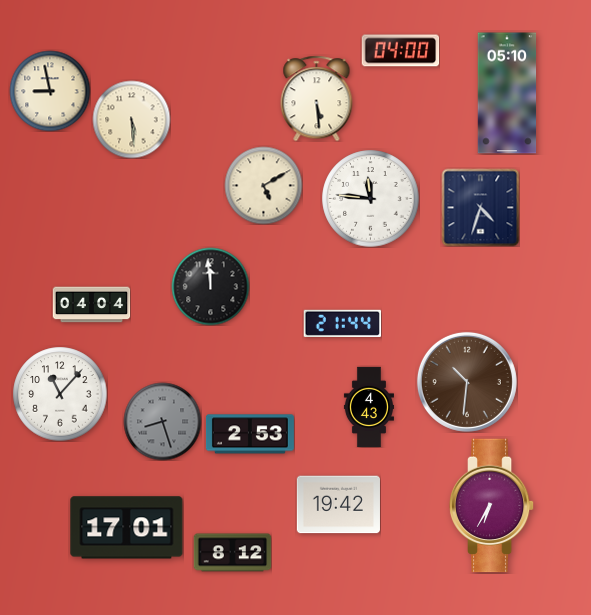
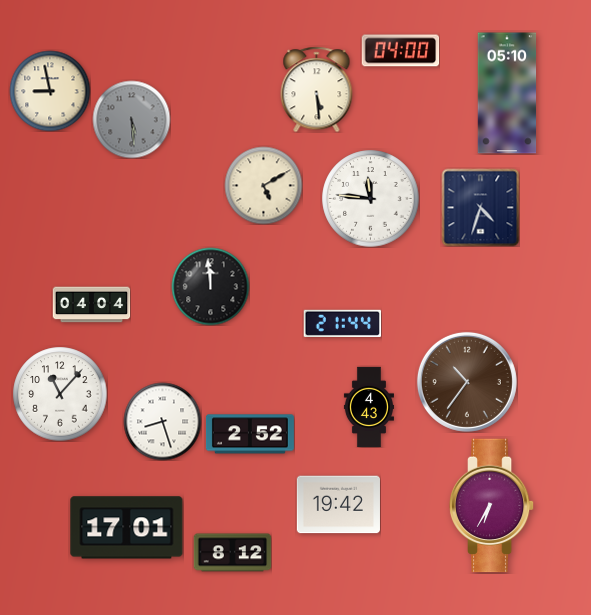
clock at (317, 98) position: (317, 98) -> (317, 89)
clock at (131, 119) dial: cream -> grey
clock at (467, 382): 10:31 -> 10:36
clock at (162, 421) dial: grey -> white
clock at (250, 434): 2:53 -> 2:52
